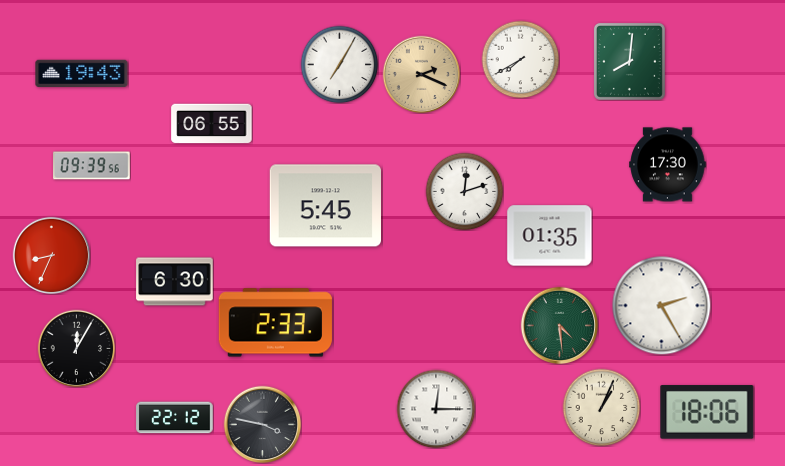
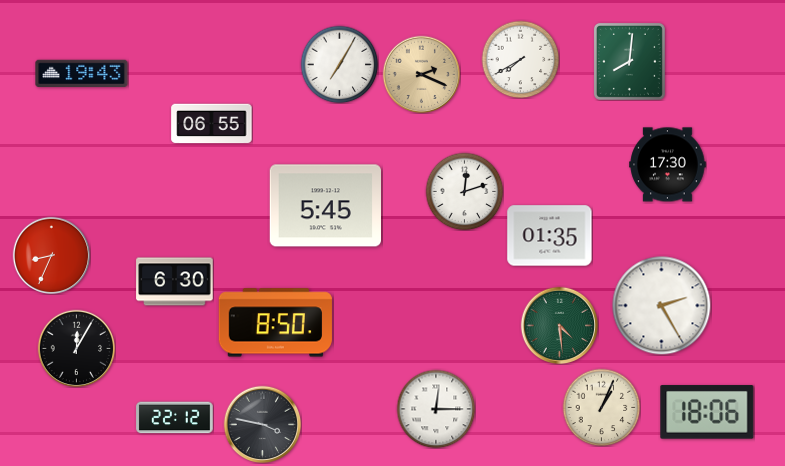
clock at (92, 166): 09:39 -> none
clock at (275, 323): 2:33 -> 8:50
